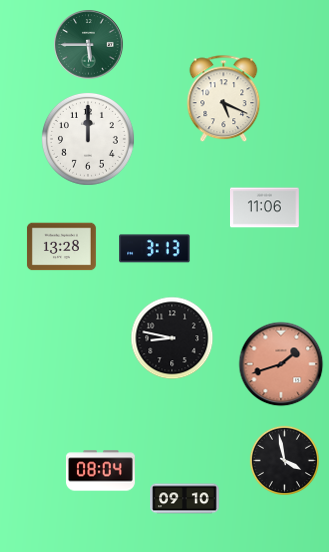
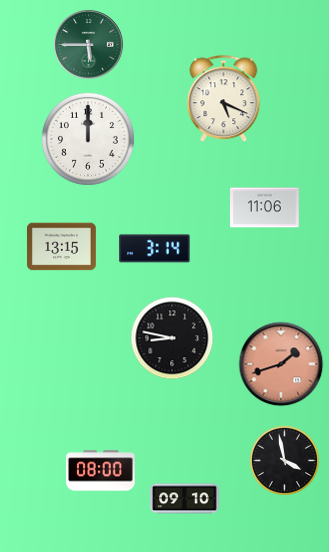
clock at (61, 247): 13:28 -> 13:15
clock at (155, 249): 3:13 -> 3:14
clock at (100, 471): 08:04 -> 08:00
